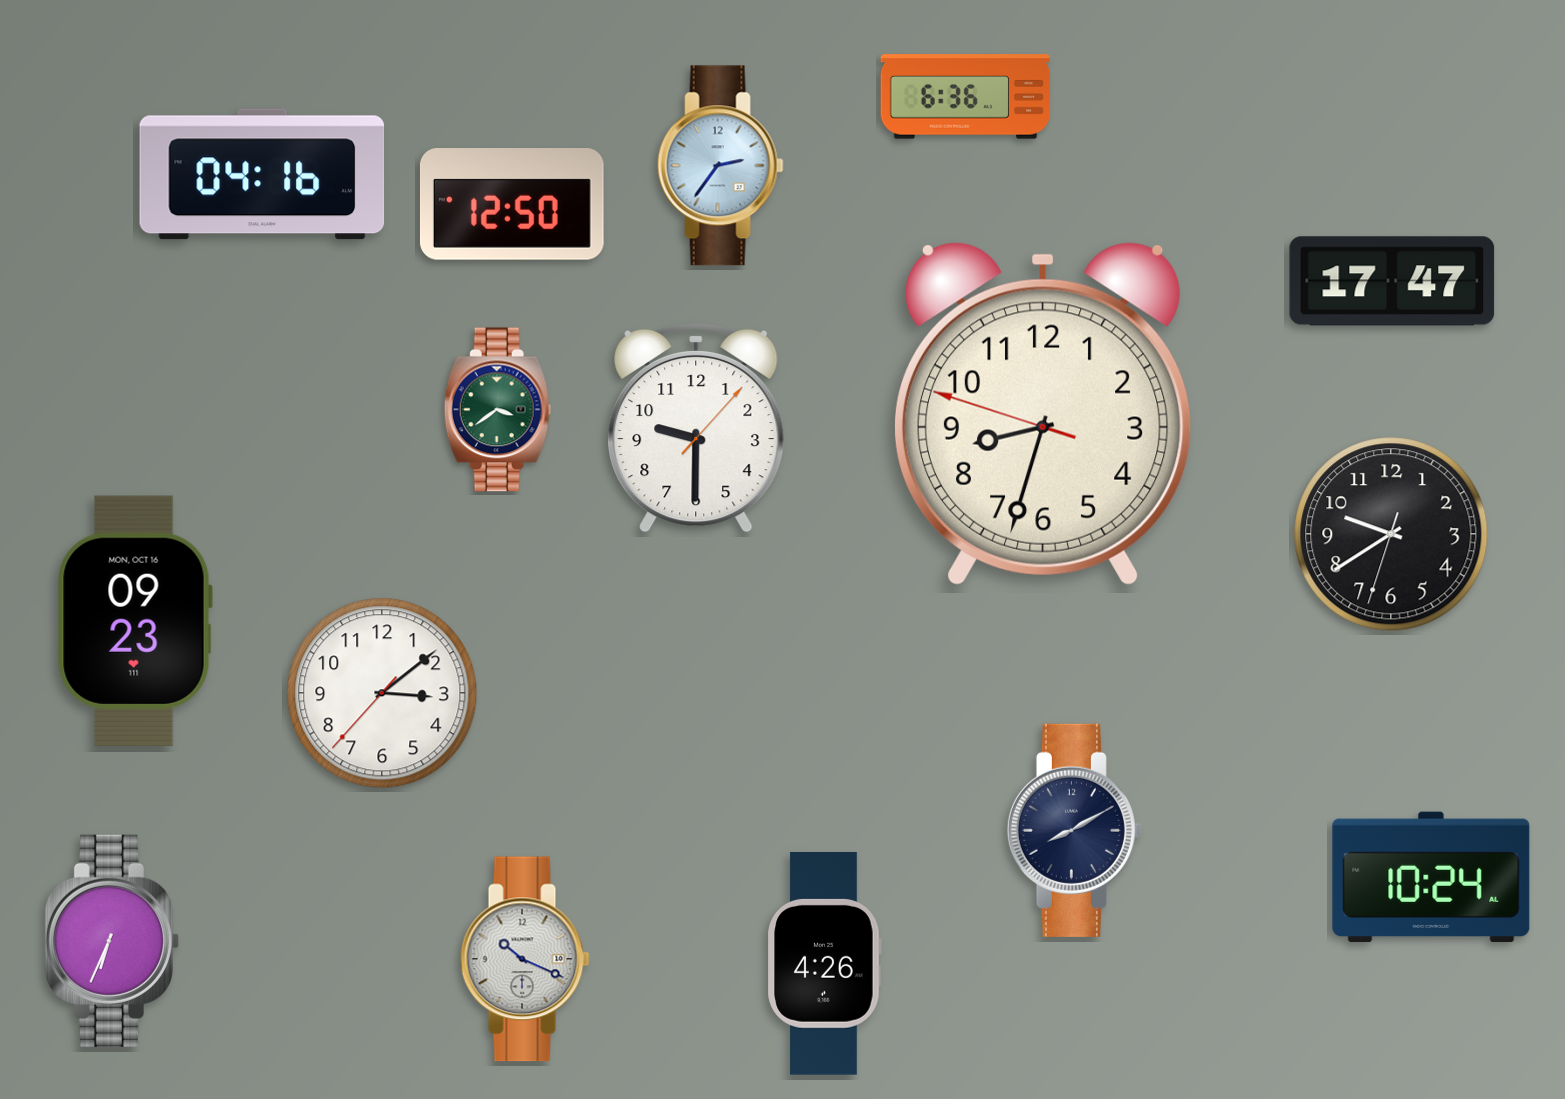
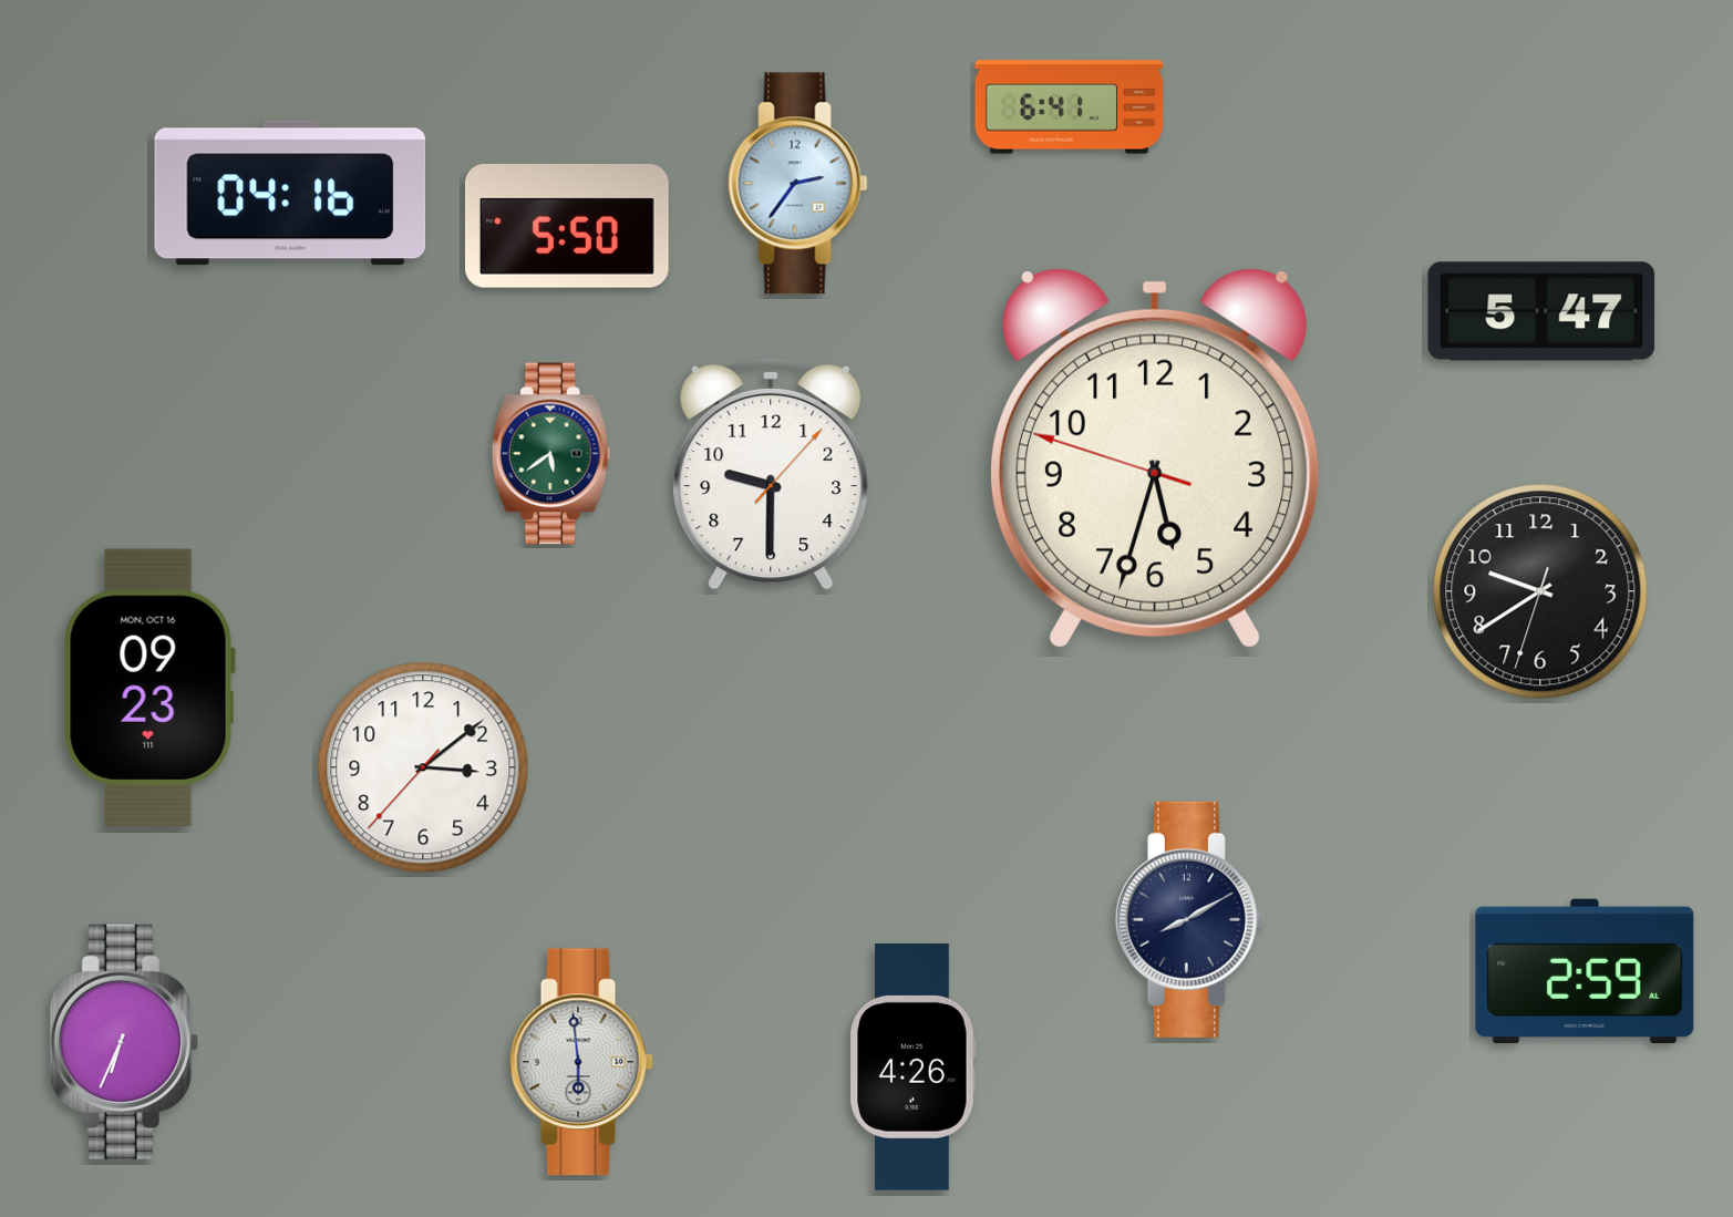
clock at (966, 97): 6:36 -> 6:41
clock at (512, 205): 12:50 -> 5:50
clock at (1392, 281): 17:47 -> 5:47
clock at (497, 410): 3:39 -> 5:39
clock at (1043, 414): 8:32 -> 5:32
clock at (1431, 877): 10:24 -> 2:59
clock at (525, 959): 10:19 -> 5:59
